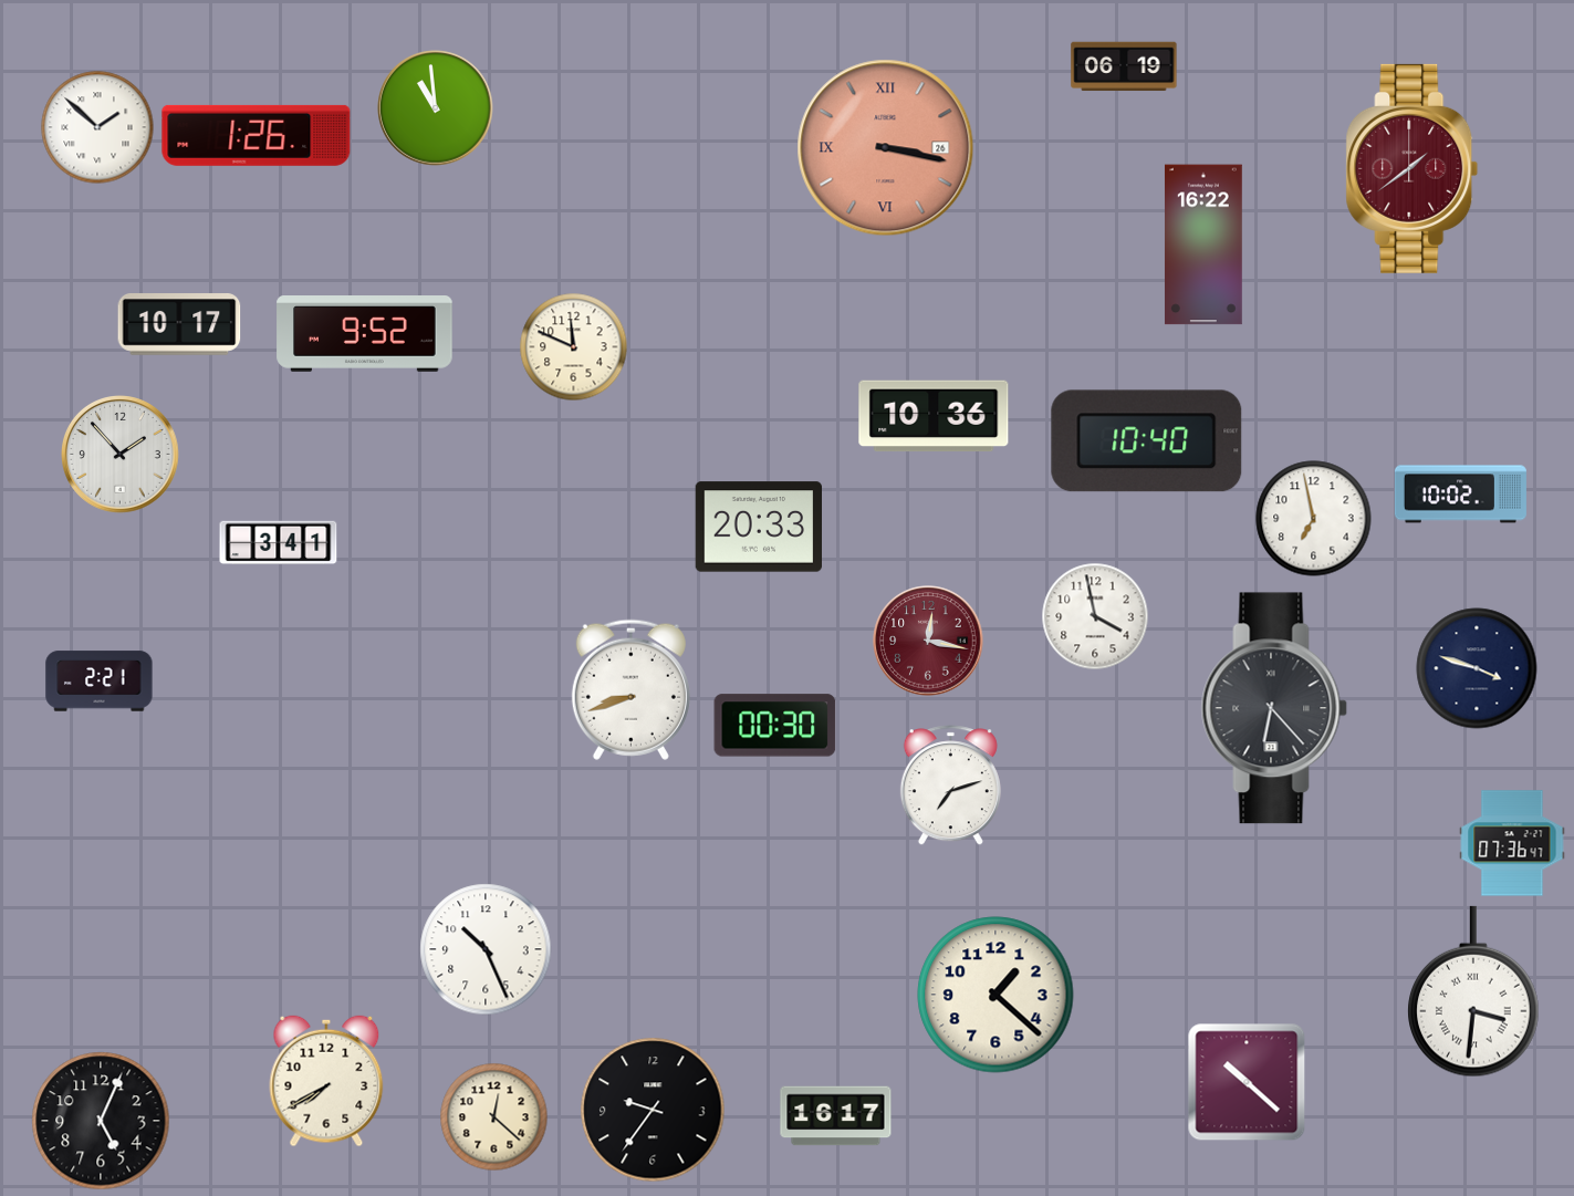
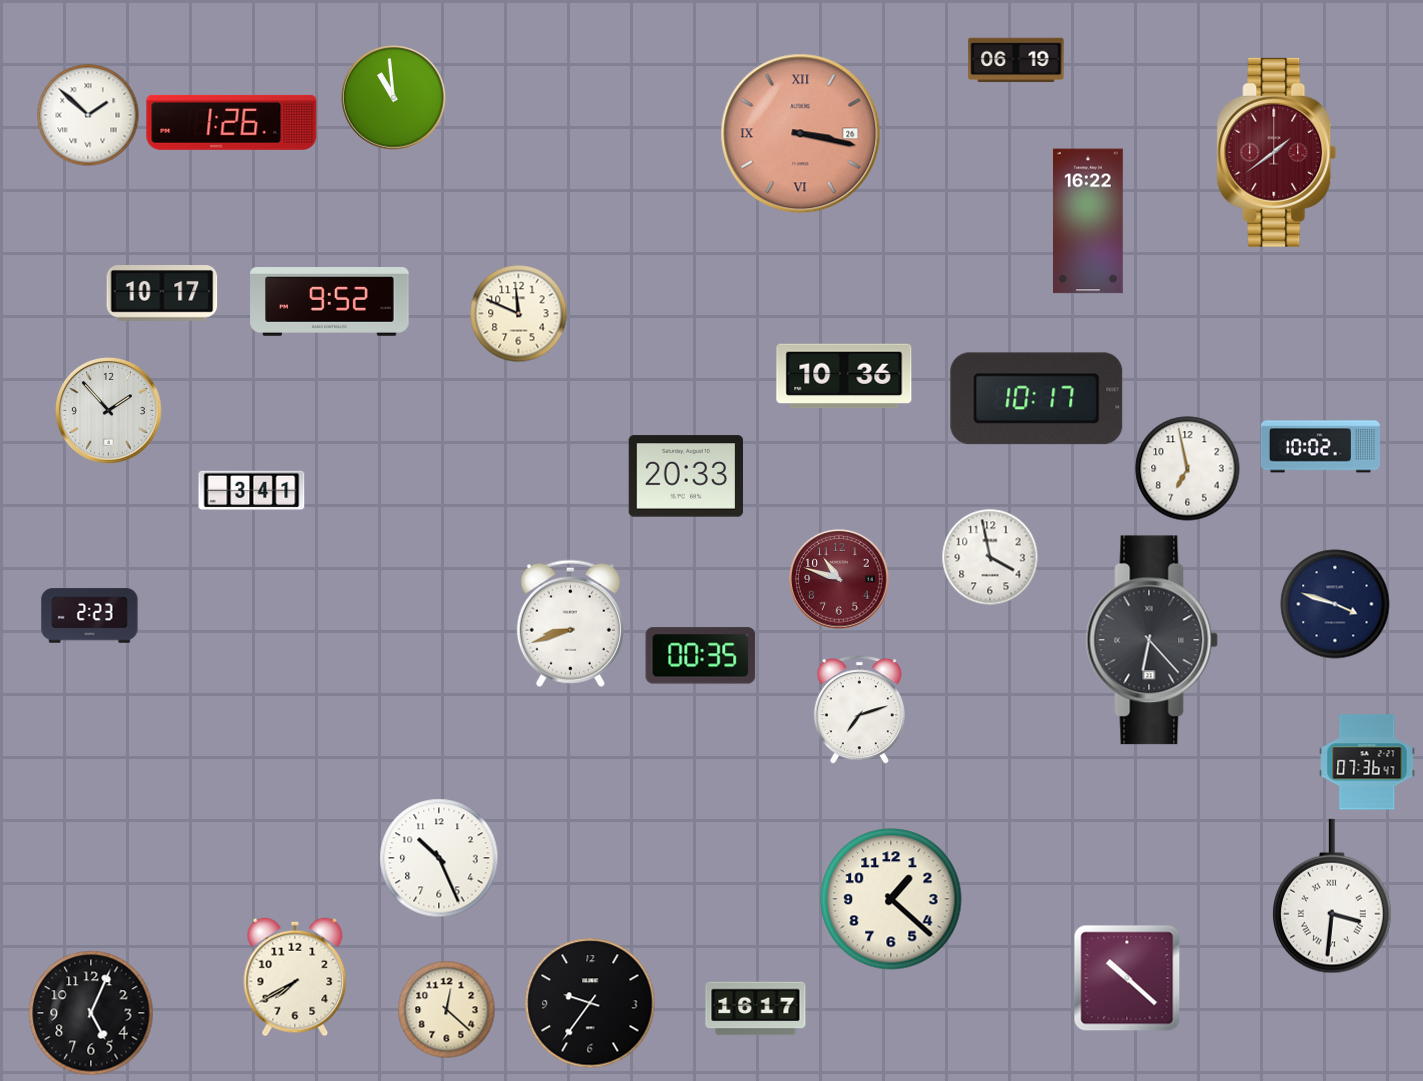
clock at (1147, 441): 10:40 -> 10:17
clock at (928, 641): 12:17 -> 10:48
clock at (100, 682): 2:21 -> 2:23
clock at (775, 726): 00:30 -> 00:35
clock at (996, 995) position: (996, 995) -> (891, 899)
